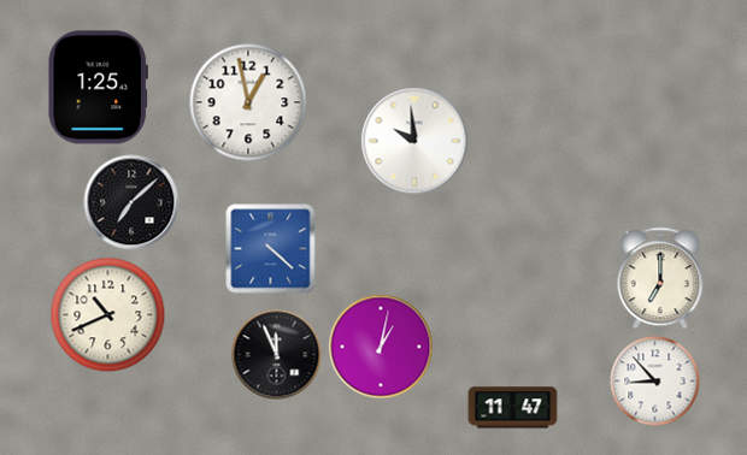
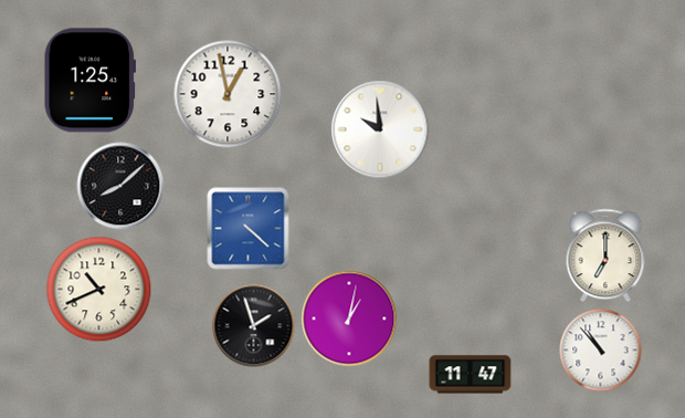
clock at (131, 202): 7:08 -> 8:08
clock at (277, 355): 11:56 -> 1:57
clock at (655, 382): 8:53 -> 10:53
